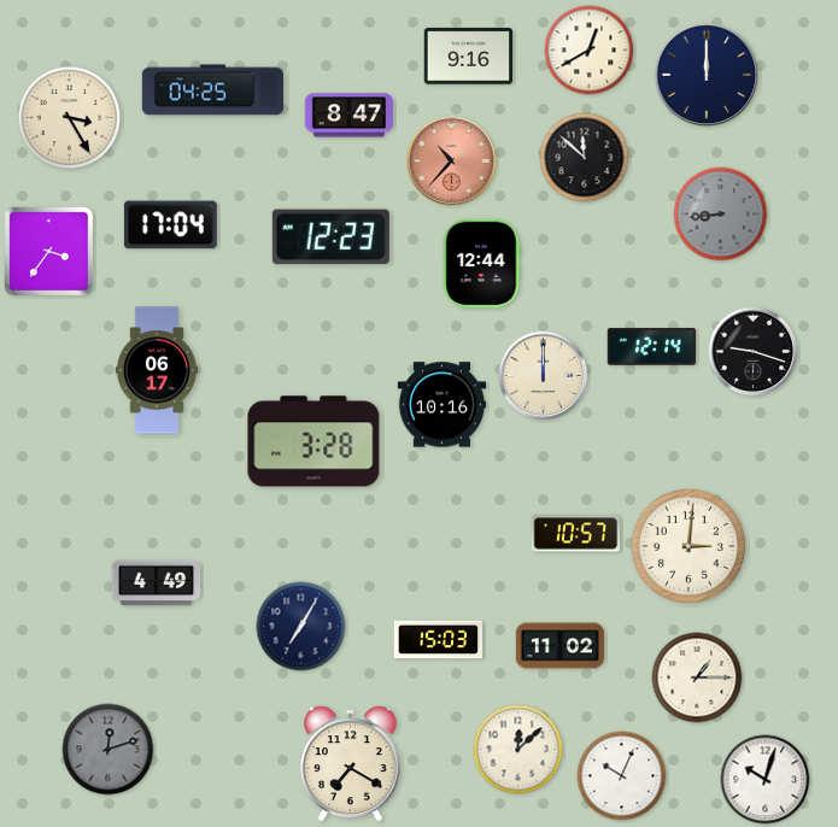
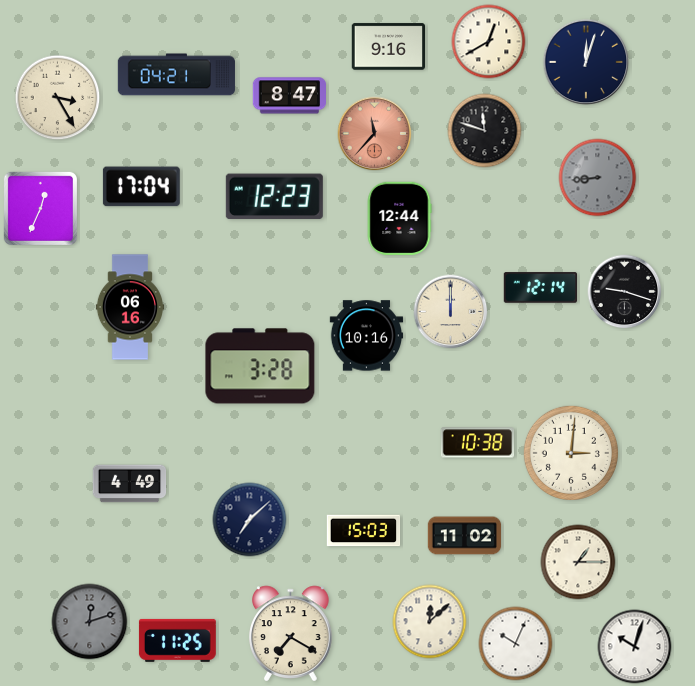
clock at (707, 75): 12:00 -> 12:03
clock at (212, 90): 04:25 -> 04:21
clock at (585, 158): 11:52 -> 11:48
clock at (452, 162): 10:37 -> 11:37
clock at (48, 251): 3:36 -> 12:34
clock at (156, 370): 06:17 -> 06:16
clock at (576, 534): 10:57 -> 10:38
clock at (301, 627): 7:05 -> 7:08
clock at (177, 640): none -> 11:25
